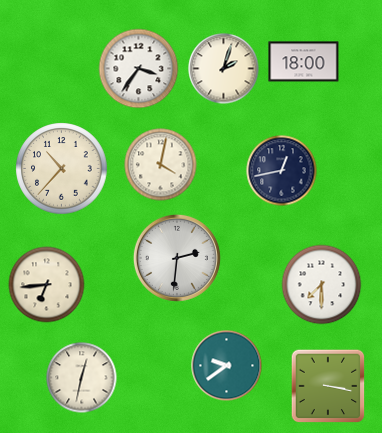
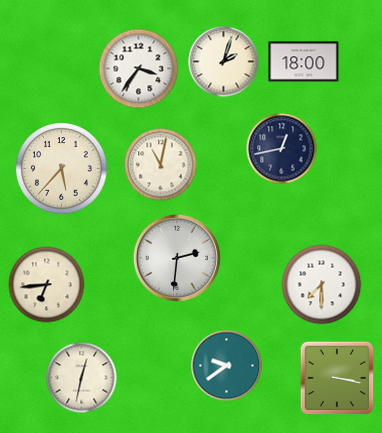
clock at (224, 69) position: (224, 69) -> (224, 62)
clock at (161, 165): 4:02 -> 11:02
clock at (62, 169): 10:37 -> 5:37
clock at (282, 171) position: (282, 171) -> (282, 149)
clock at (328, 386) position: (328, 386) -> (337, 378)
